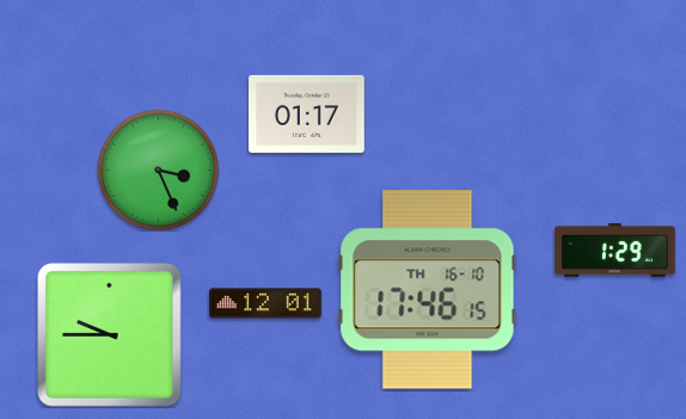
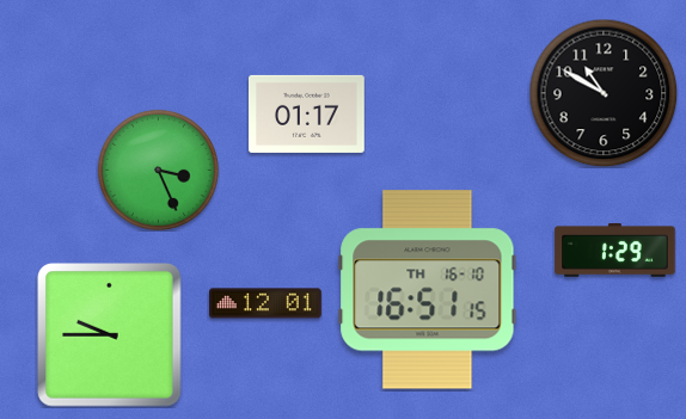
clock at (604, 93): none -> 10:50
clock at (428, 290): 17:46 -> 16:51
